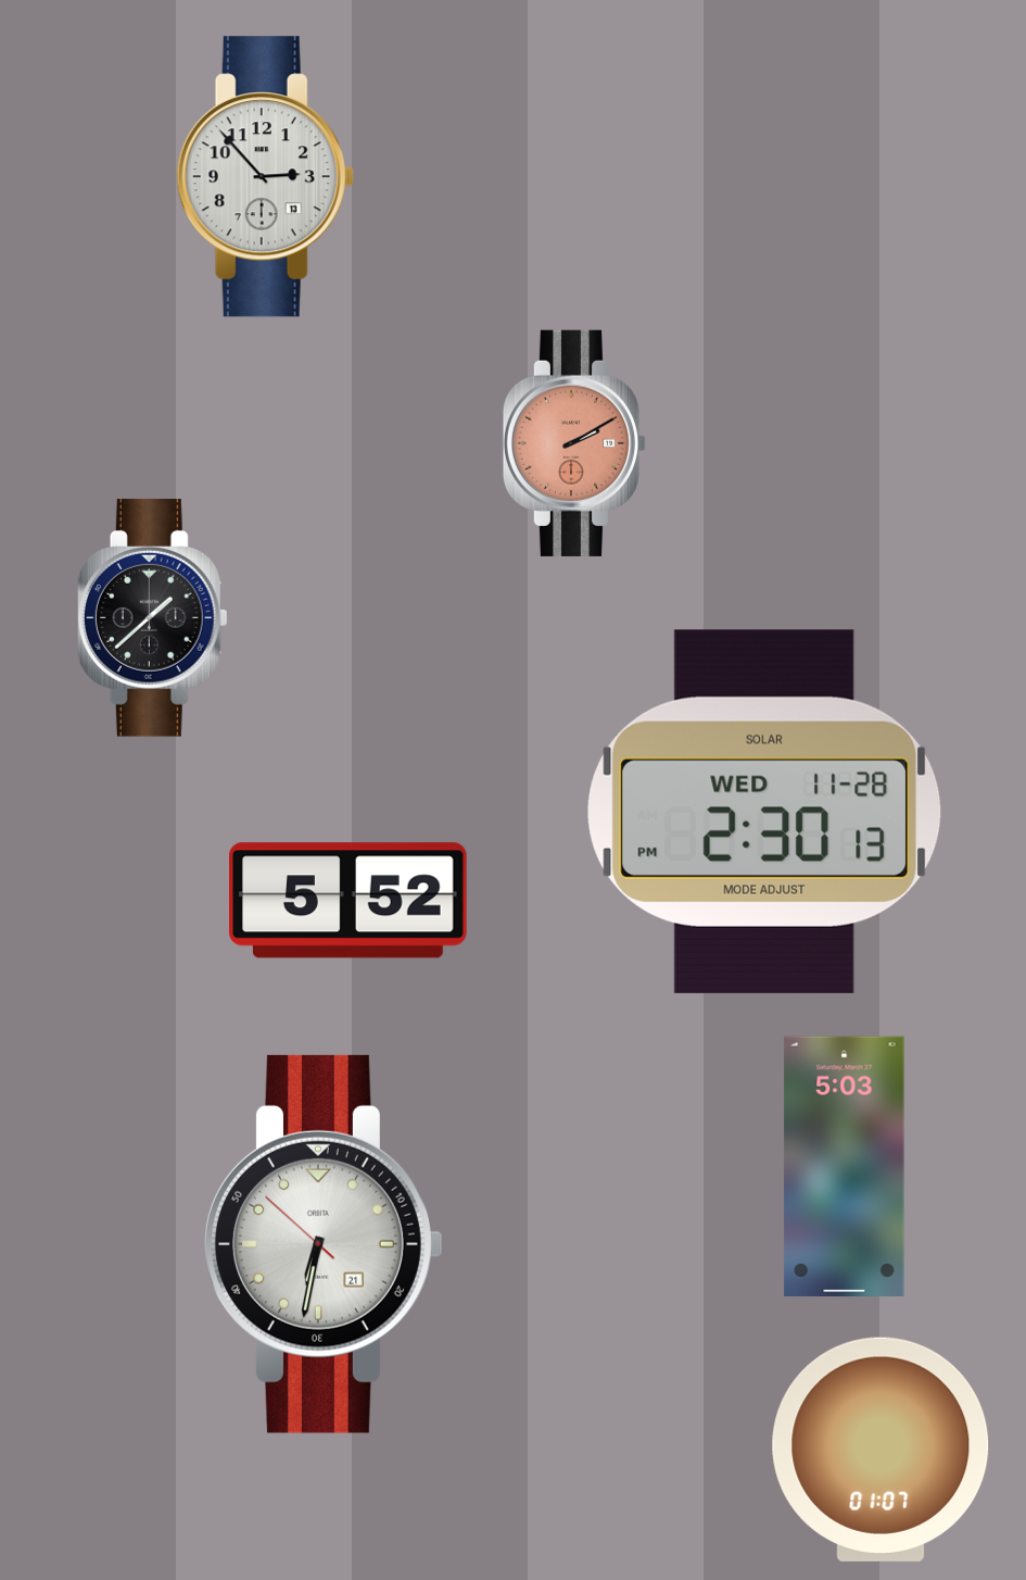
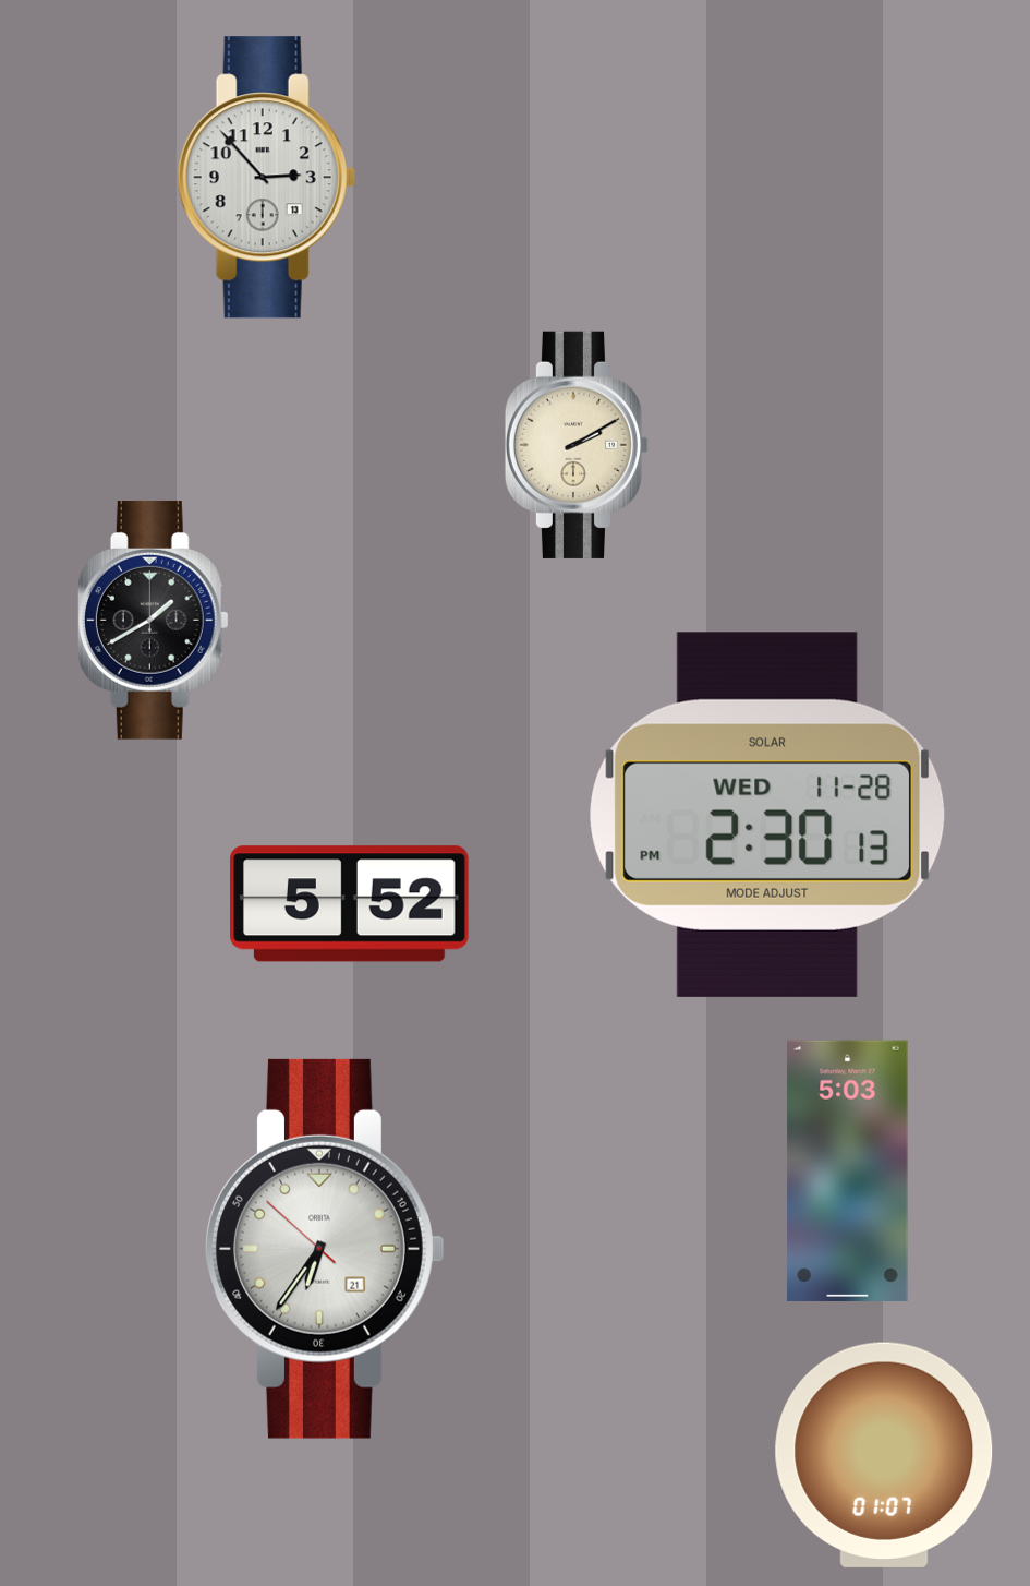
clock at (574, 443) dial: salmon -> cream
clock at (152, 618): 1:38 -> 1:40
clock at (325, 1244): 6:31 -> 6:35
